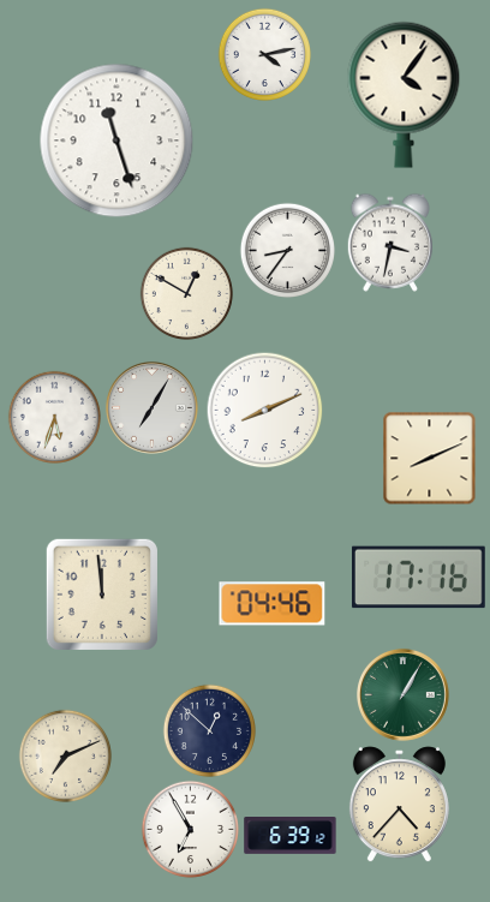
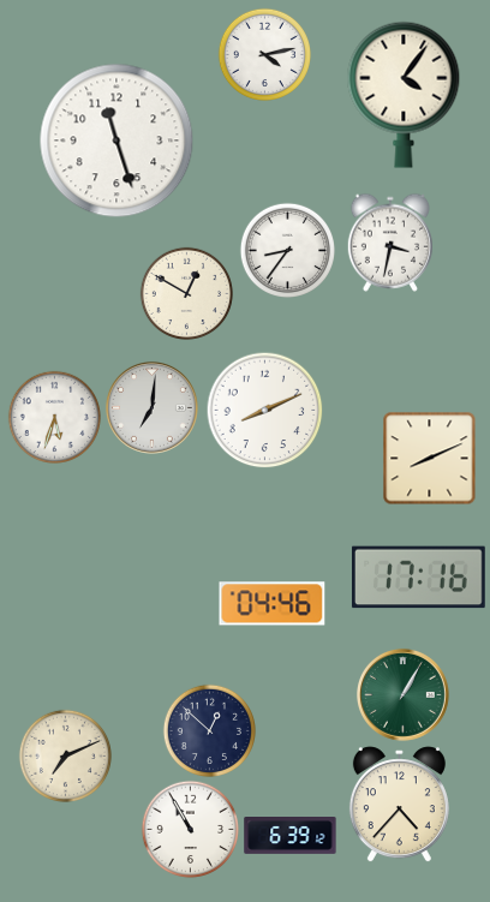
clock at (151, 407): 7:05 -> 7:01
clock at (102, 595): 11:59 -> none
clock at (190, 829): 6:55 -> 10:55
